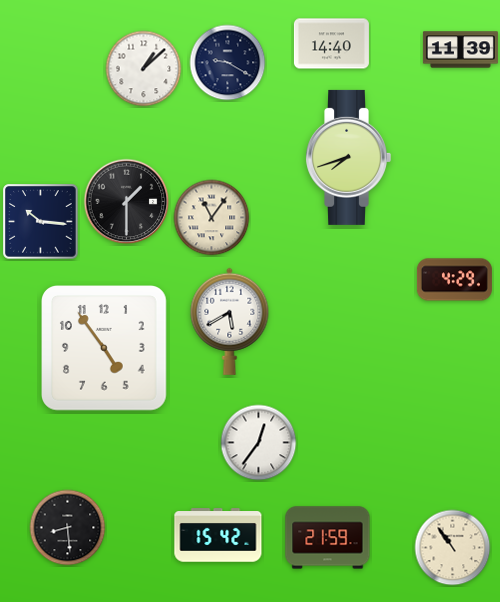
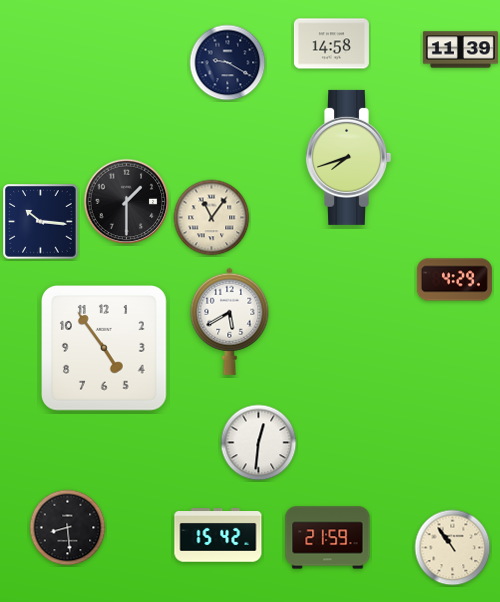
clock at (331, 44): 14:40 -> 14:58
clock at (144, 69): 1:08 -> none
clock at (259, 443): 12:36 -> 12:31
